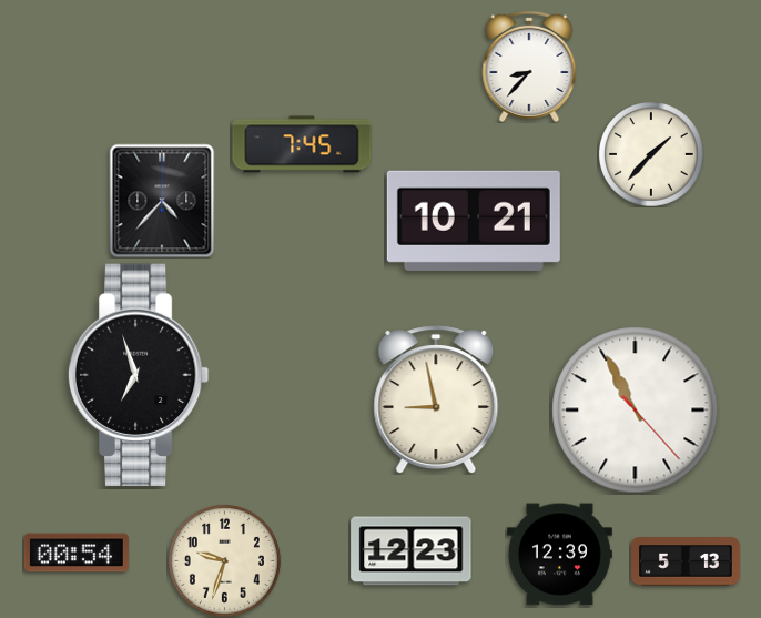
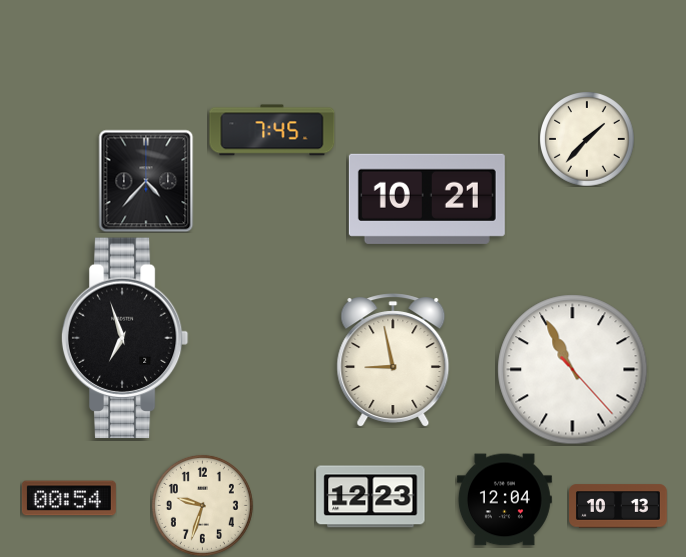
clock at (529, 67): 8:37 -> none
clock at (559, 555): 12:39 -> 12:04
clock at (687, 561): 5:13 -> 10:13
